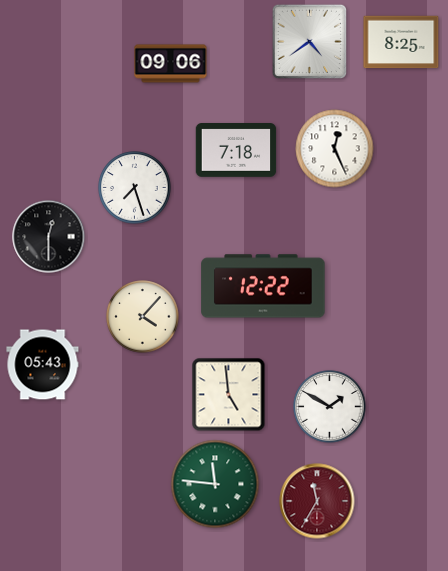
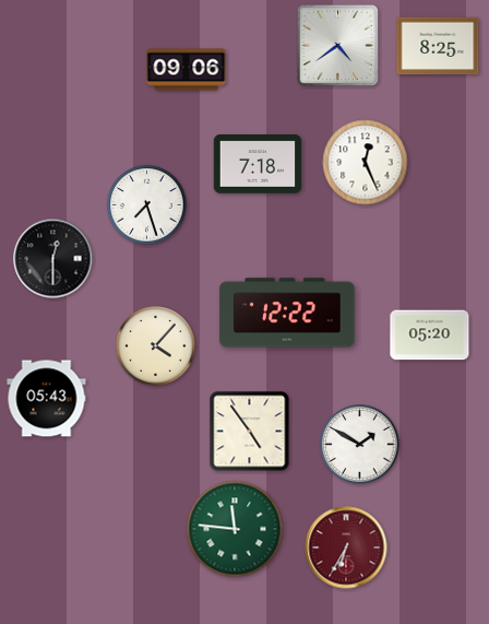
clock at (430, 335): none -> 05:20
clock at (229, 395): 4:59 -> 4:54
clock at (317, 501): 11:35 -> 6:35
